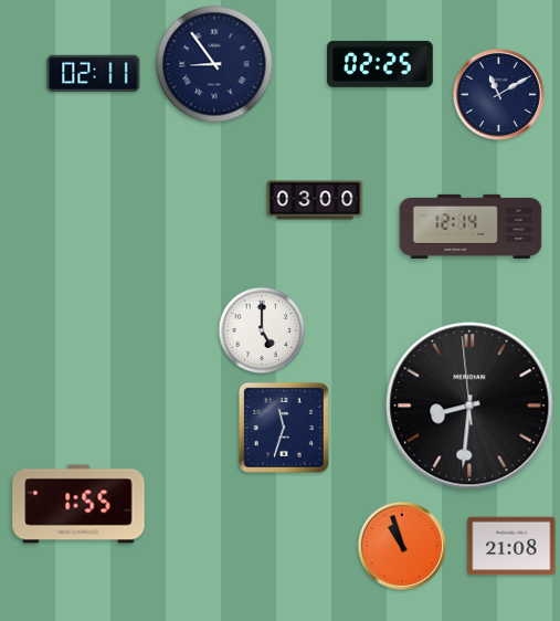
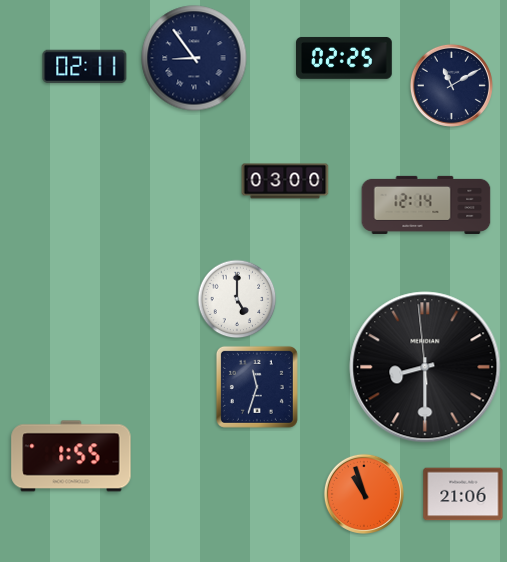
clock at (469, 406): 8:30 -> 8:29
clock at (511, 546): 21:08 -> 21:06
